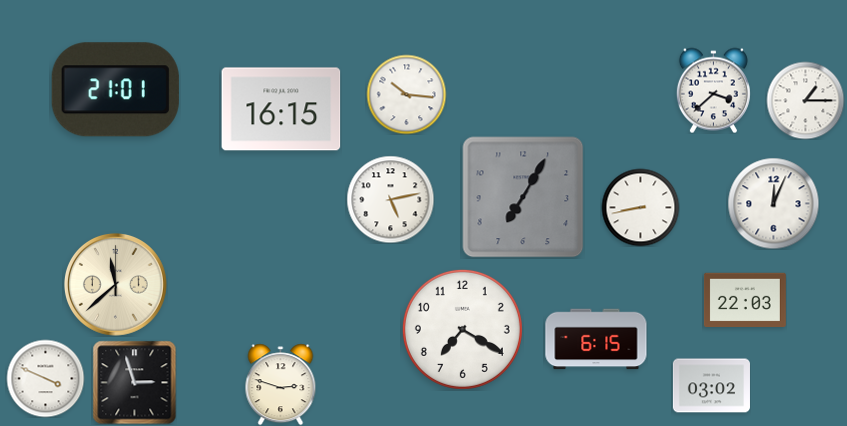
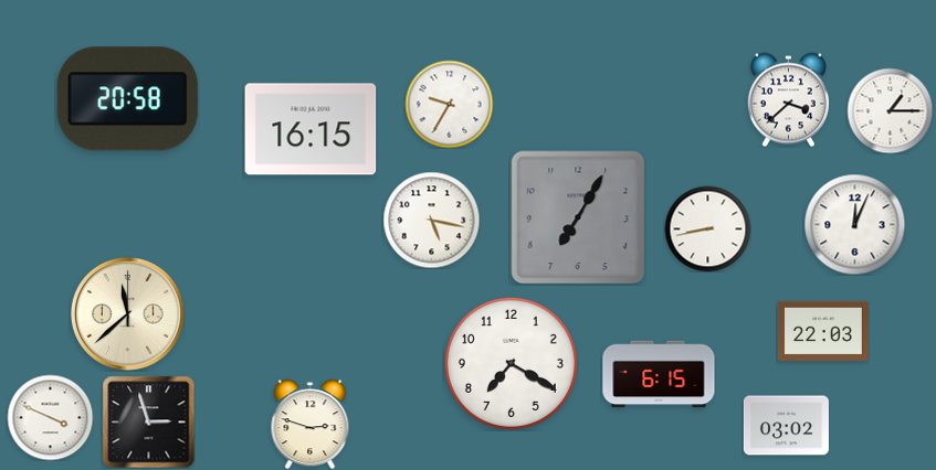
clock at (115, 90): 21:01 -> 20:58
clock at (406, 94): 10:16 -> 9:35
clock at (281, 109) position: (281, 109) -> (311, 129)
clock at (390, 199): 5:13 -> 5:17
